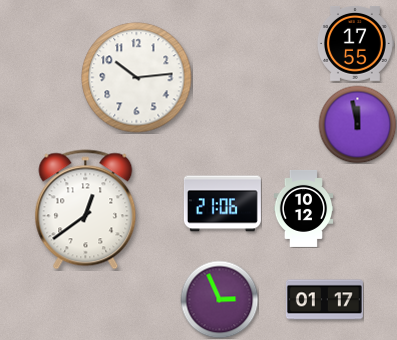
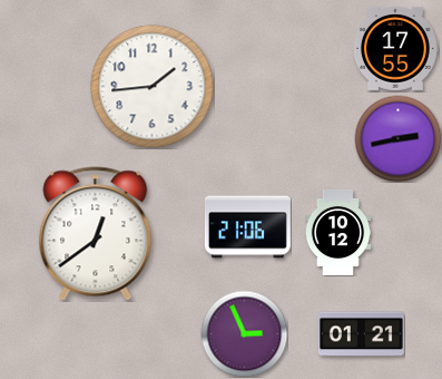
clock at (137, 78): 10:14 -> 1:44
clock at (357, 124): 11:58 -> 2:43
clock at (324, 300): 01:17 -> 01:21
